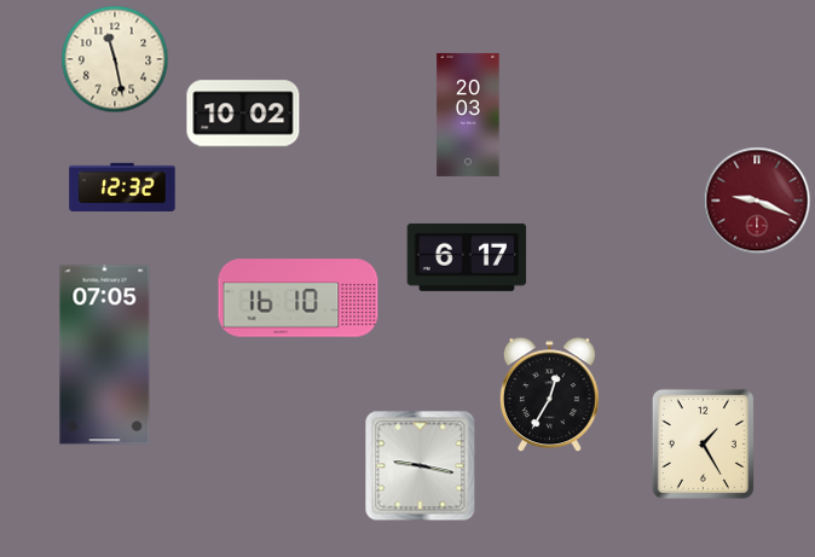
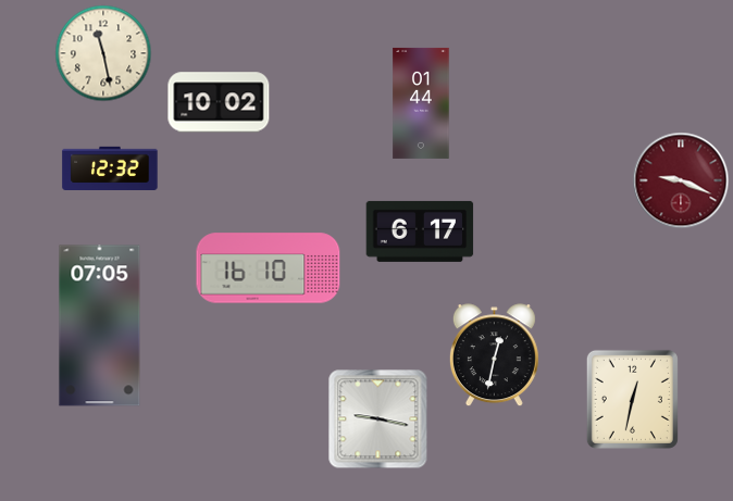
clock at (468, 115): 20:03 -> 01:44
clock at (105, 355) position: (105, 355) -> (100, 326)
clock at (549, 395): 12:35 -> 12:32
clock at (703, 443): 1:25 -> 12:32
